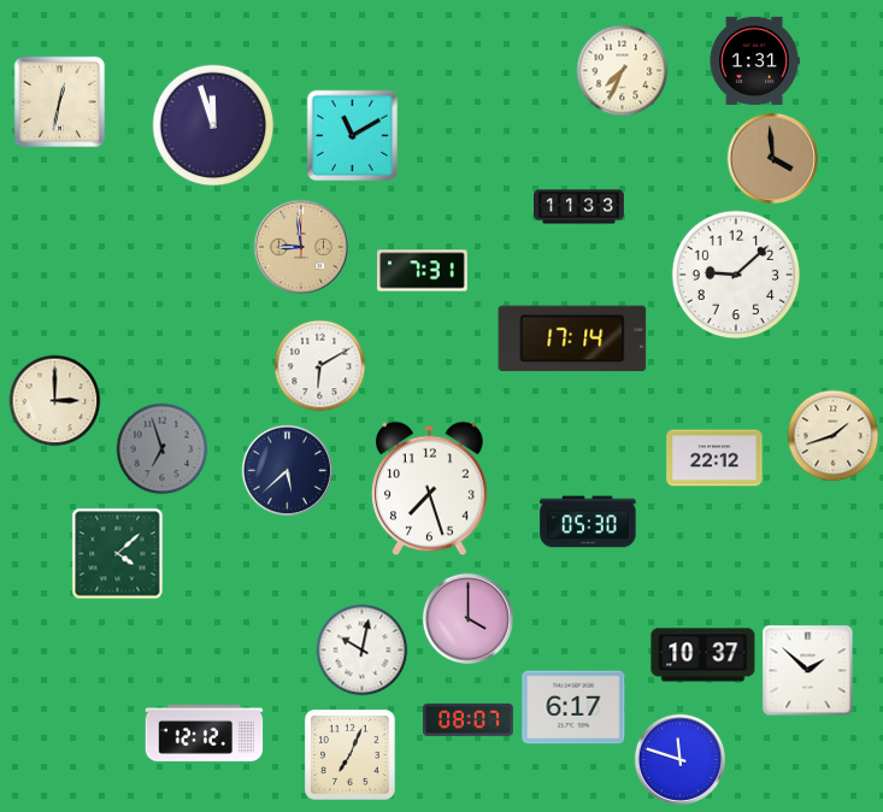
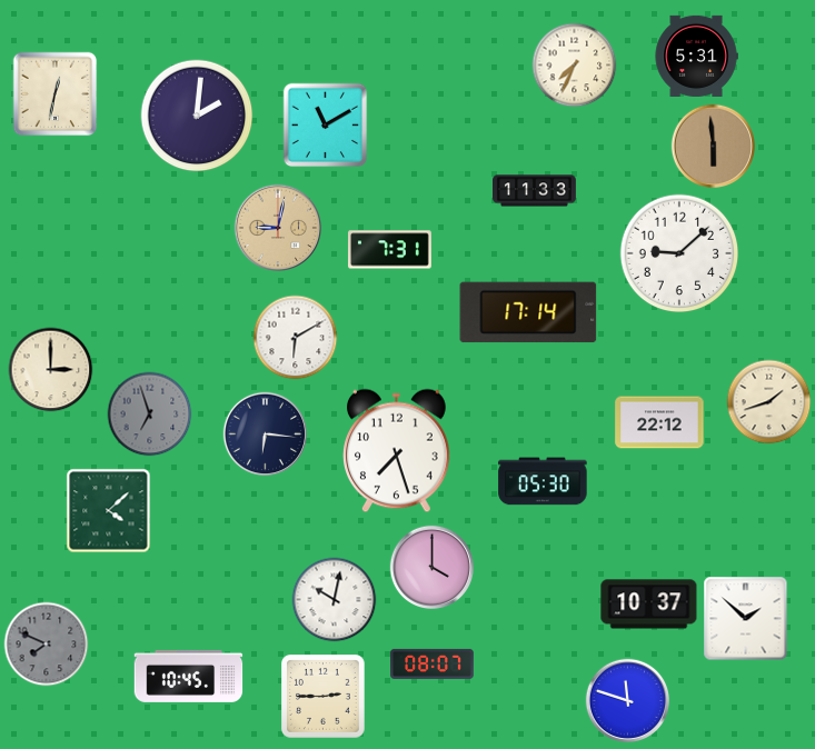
clock at (754, 60): 1:31 -> 5:31
clock at (213, 125): 11:57 -> 2:01
clock at (773, 159): 3:59 -> 5:59
clock at (301, 247): 8:59 -> 9:02
clock at (288, 471): 5:38 -> 6:16
clock at (469, 619) position: (469, 619) -> (433, 568)
clock at (47, 645): none -> 7:49
clock at (573, 707): 6:17 -> none
clock at (205, 732): 12:12 -> 10:45
clock at (351, 755): 7:04 -> 2:45
